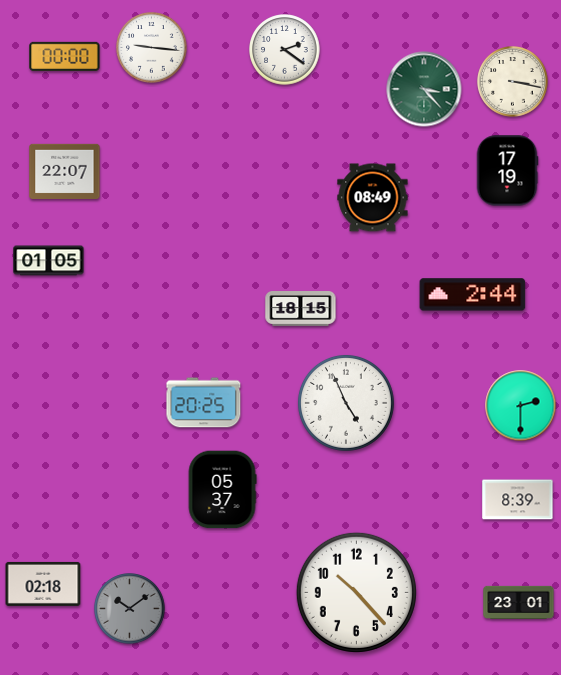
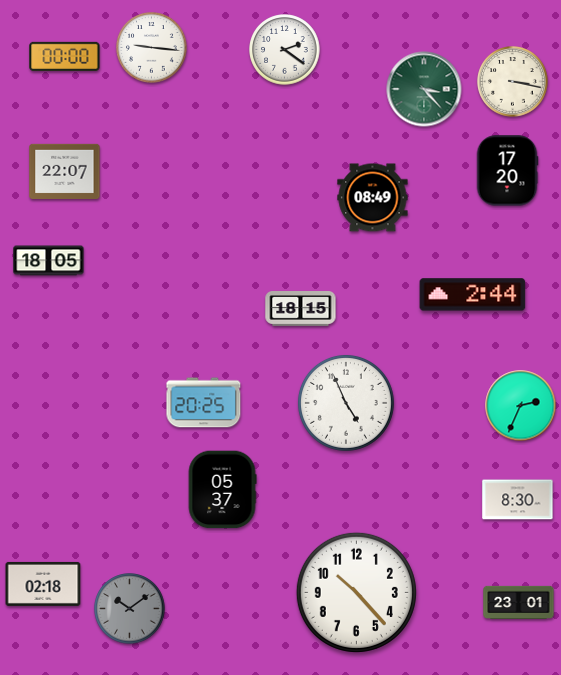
clock at (507, 171): 17:19 -> 17:20
clock at (49, 261): 01:05 -> 18:05
clock at (521, 406): 2:30 -> 2:34
clock at (518, 500): 8:39 -> 8:30
